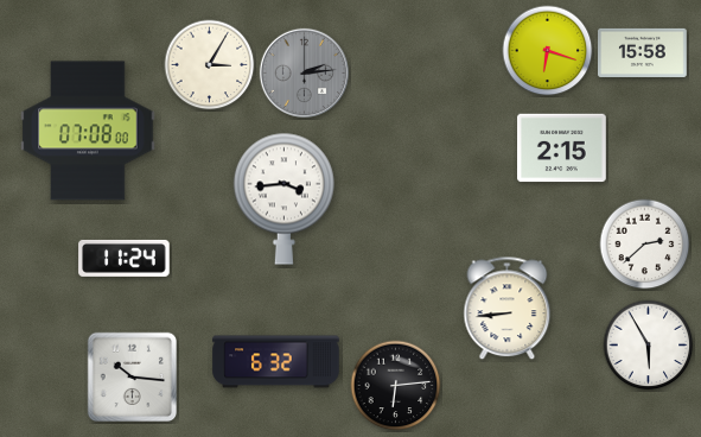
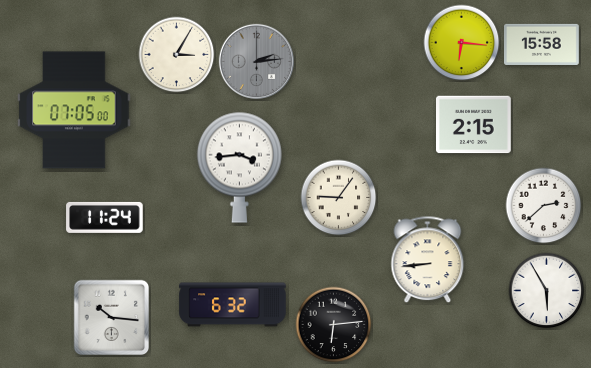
clock at (548, 51): 6:18 -> 6:16
clock at (88, 131): 07:08 -> 07:05
clock at (339, 198): none -> 9:06
